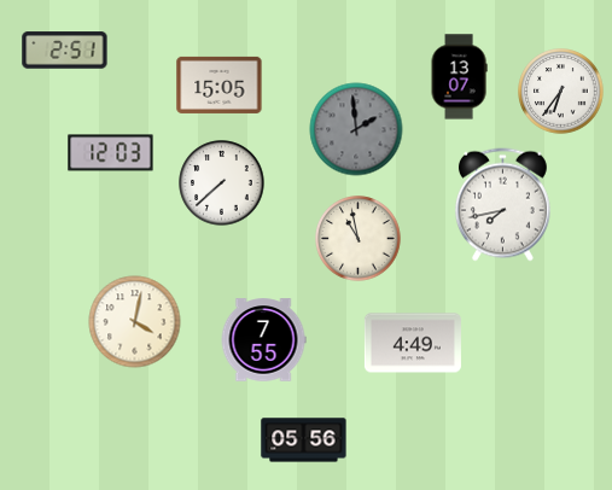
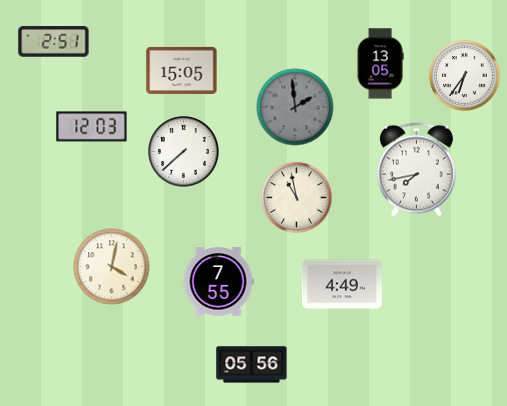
clock at (459, 77): 13:07 -> 13:05
